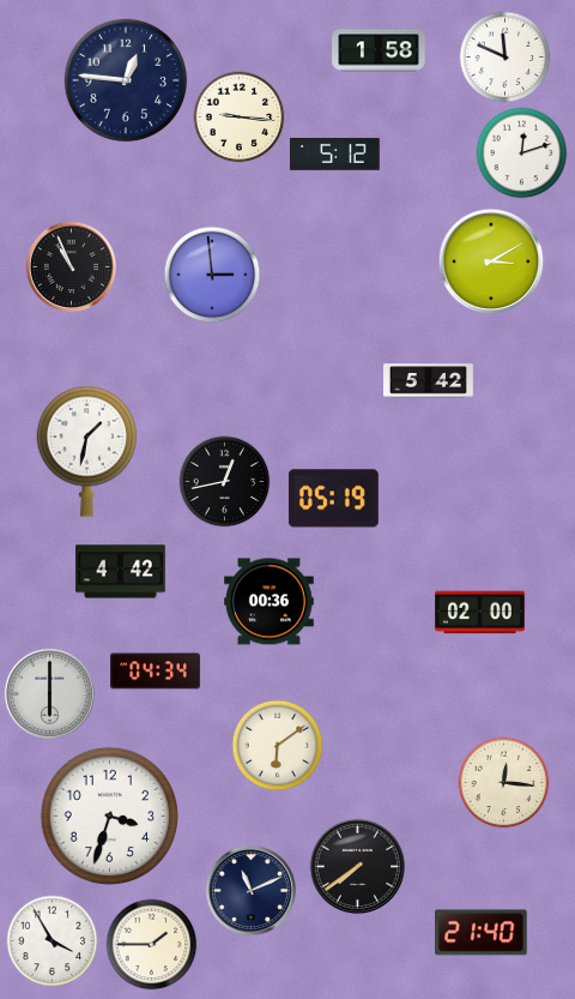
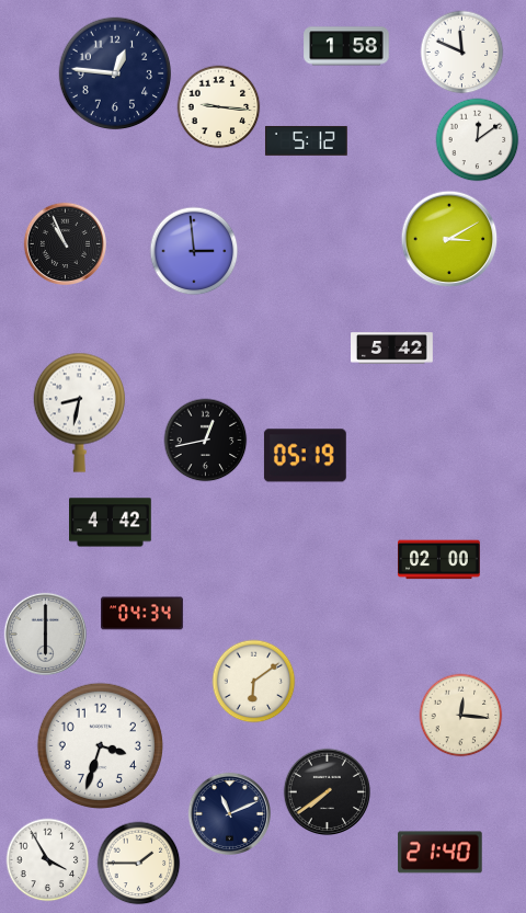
clock at (522, 154): 12:12 -> 12:09
clock at (86, 451): 1:32 -> 8:32
clock at (270, 602): 00:36 -> none
